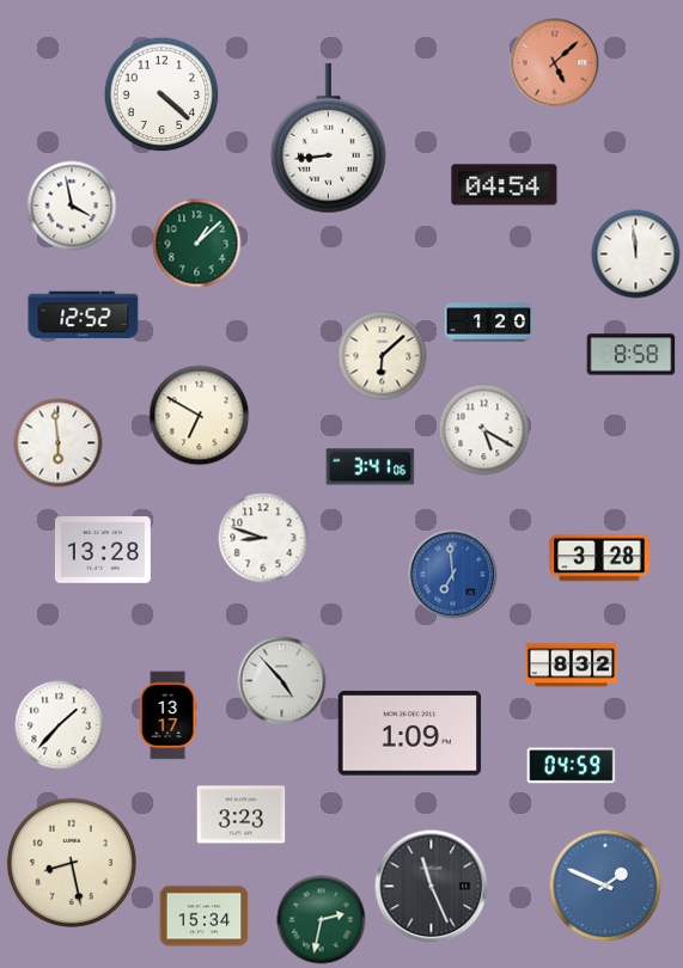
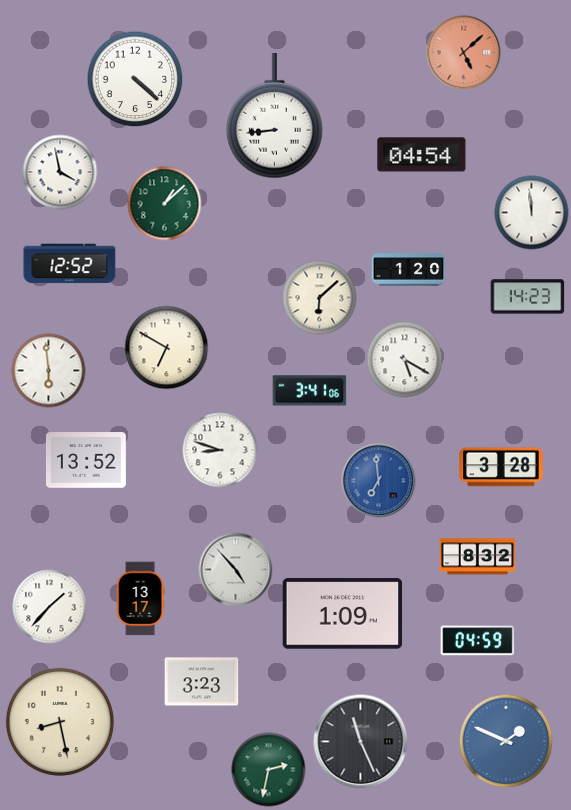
clock at (632, 355): 8:58 -> 14:23
clock at (103, 550): 13:28 -> 13:52
clock at (205, 917): 15:34 -> none
